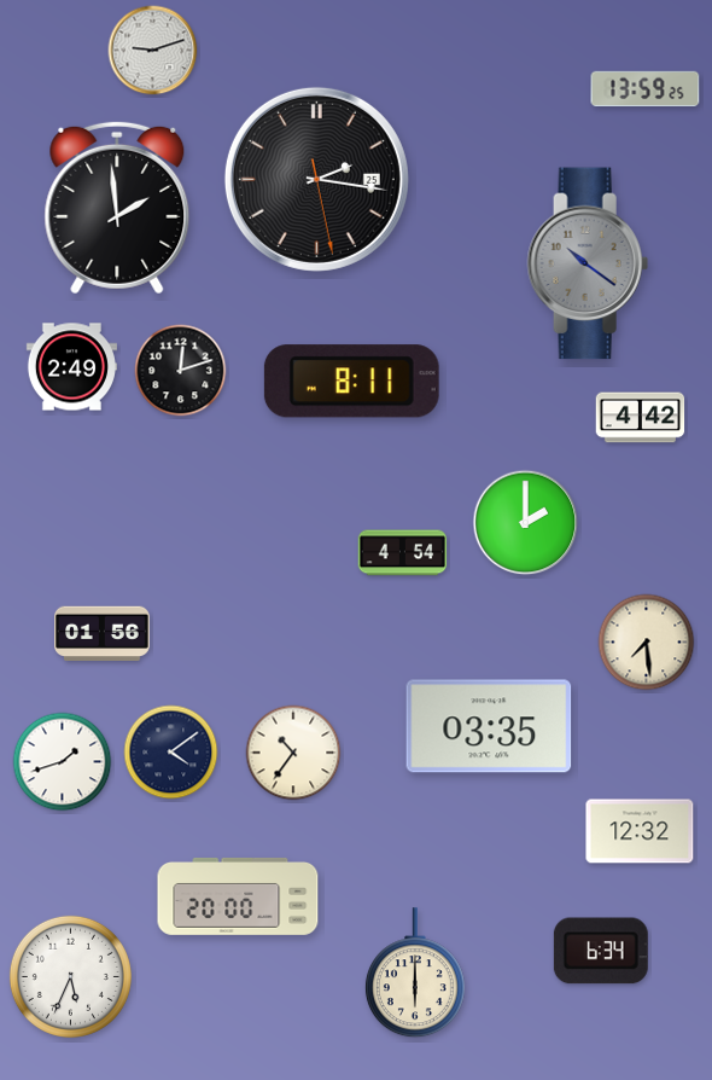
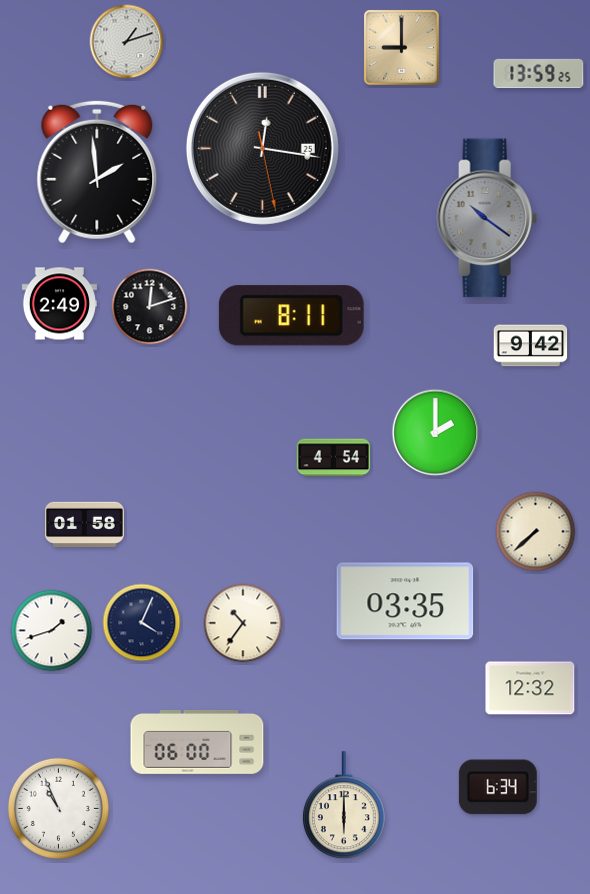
clock at (153, 51): 9:12 -> 1:12
clock at (401, 47): none -> 9:00
clock at (646, 89) position: (646, 89) -> (539, 74)
clock at (316, 179): 2:16 -> 12:16
clock at (641, 418): 4:42 -> 9:42
clock at (103, 634): 01:56 -> 01:58
clock at (647, 643): 7:29 -> 7:38
clock at (171, 753): 4:09 -> 4:04
clock at (238, 896): 20:00 -> 06:00
clock at (70, 976): 5:34 -> 10:56
